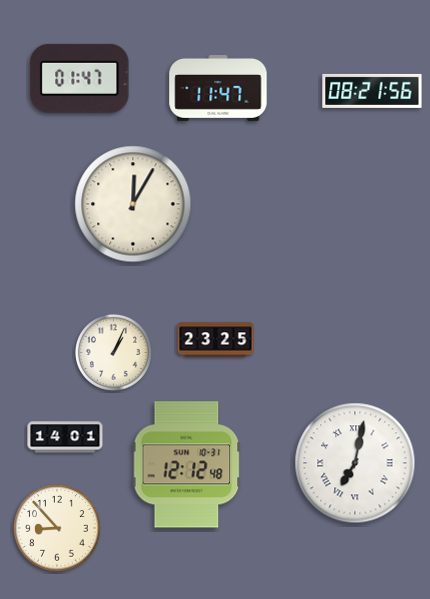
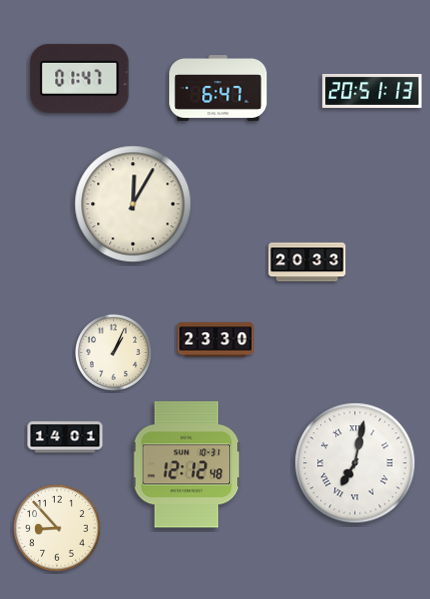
clock at (218, 89): 11:47 -> 6:47
clock at (372, 91): 08:21 -> 20:51
clock at (307, 262): none -> 20:33
clock at (216, 340): 23:25 -> 23:30
